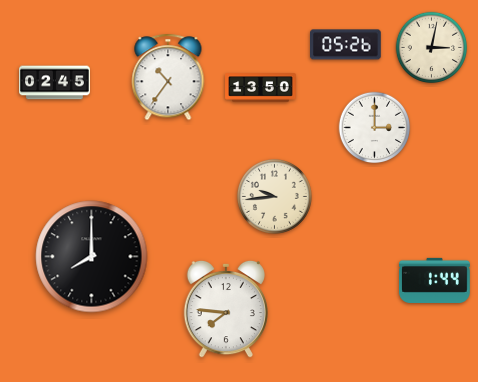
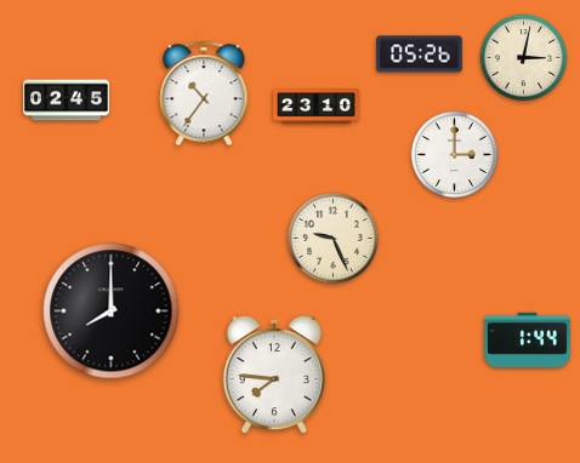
clock at (261, 88): 13:50 -> 23:10
clock at (274, 196): 9:44 -> 9:26
